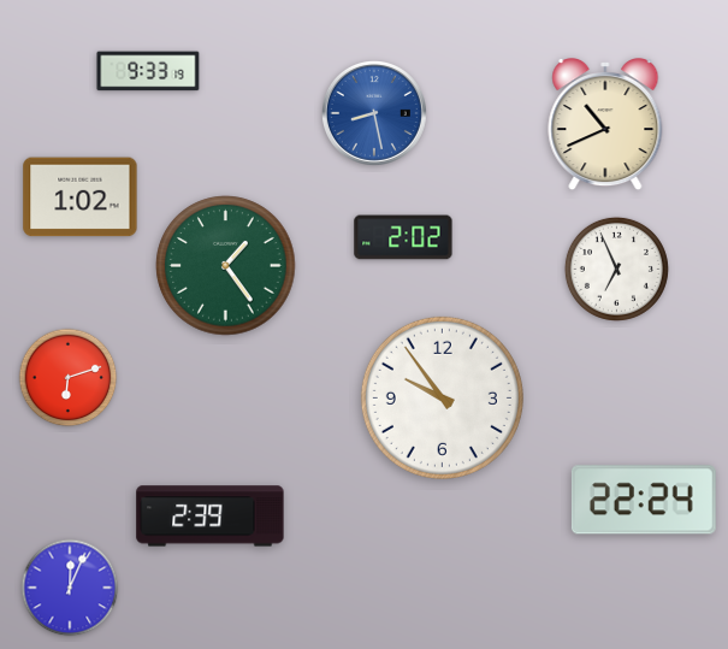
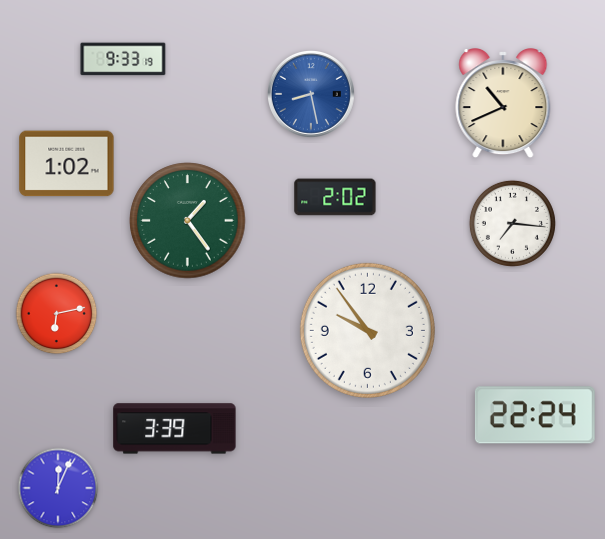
clock at (616, 269): 6:56 -> 7:16
clock at (69, 378): 6:12 -> 6:13
clock at (211, 517): 2:39 -> 3:39
